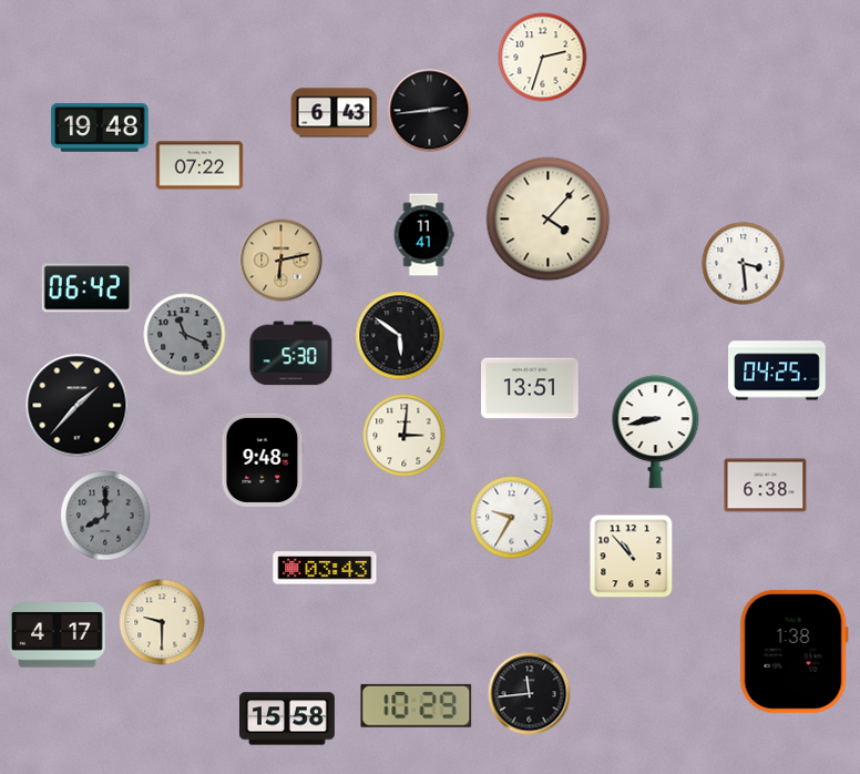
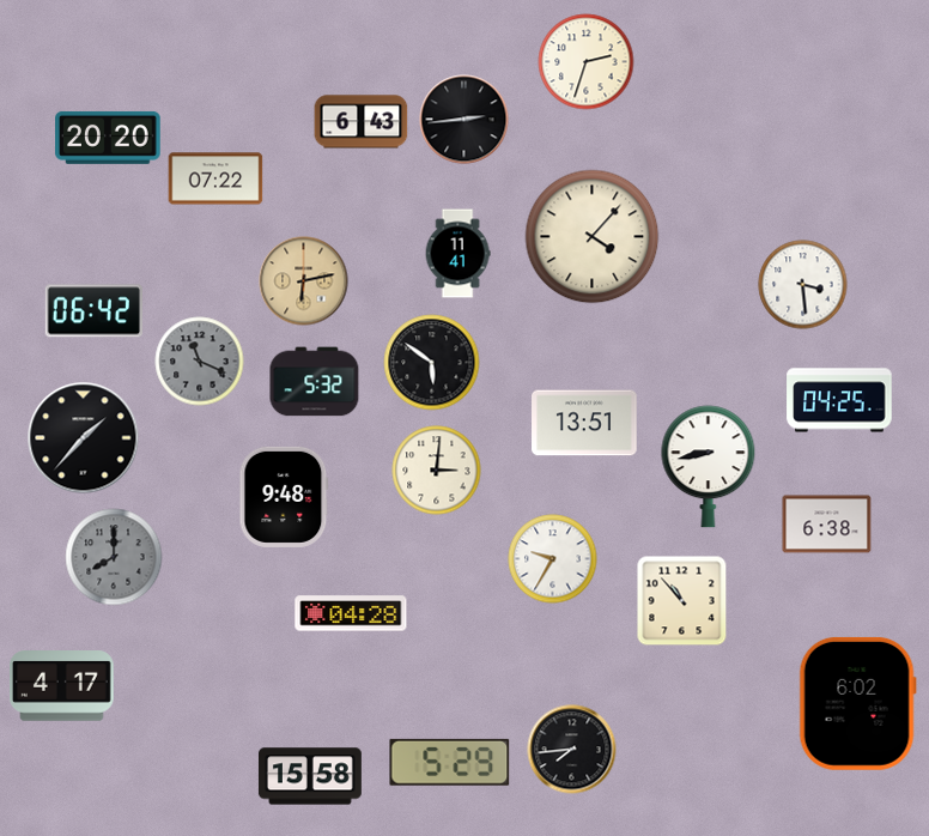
clock at (100, 128): 19:48 -> 20:20
clock at (291, 354): 5:30 -> 5:32
clock at (530, 388) position: (530, 388) -> (584, 423)
clock at (325, 568): 03:43 -> 04:28
clock at (162, 622): 9:30 -> none
clock at (794, 651): 1:38 -> 6:02
clock at (530, 694): 11:44 -> 7:44
clock at (417, 705): 10:29 -> 5:29
